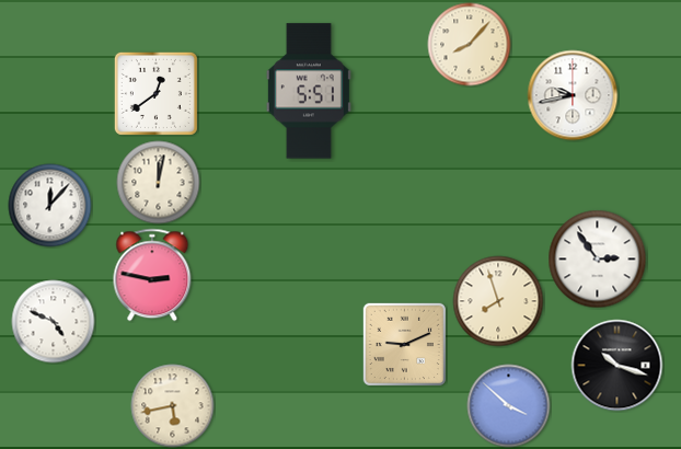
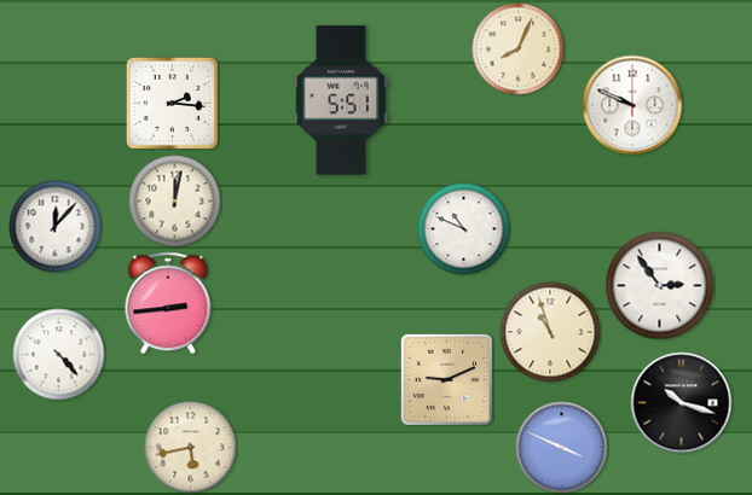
clock at (470, 45): 8:07 -> 8:04
clock at (155, 93): 12:39 -> 2:16
clock at (573, 95): 9:43 -> 9:49
clock at (464, 229): none -> 10:49
clock at (152, 275): 2:47 -> 2:44
clock at (498, 301): 7:57 -> 10:57
clock at (54, 322): 4:49 -> 4:23
clock at (509, 406): 3:52 -> 3:49
